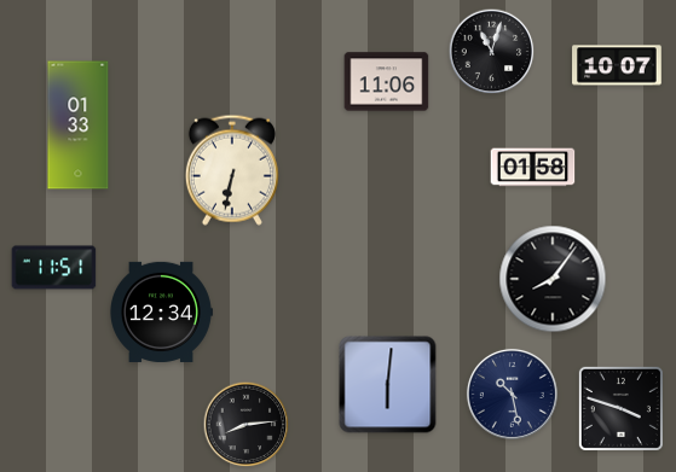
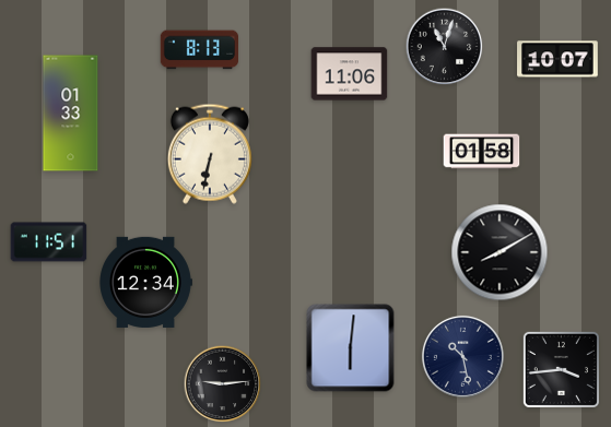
clock at (199, 50): none -> 8:13
clock at (553, 279): 8:06 -> 8:10
clock at (620, 408): 3:48 -> 3:44
clock at (247, 425): 8:14 -> 9:14
